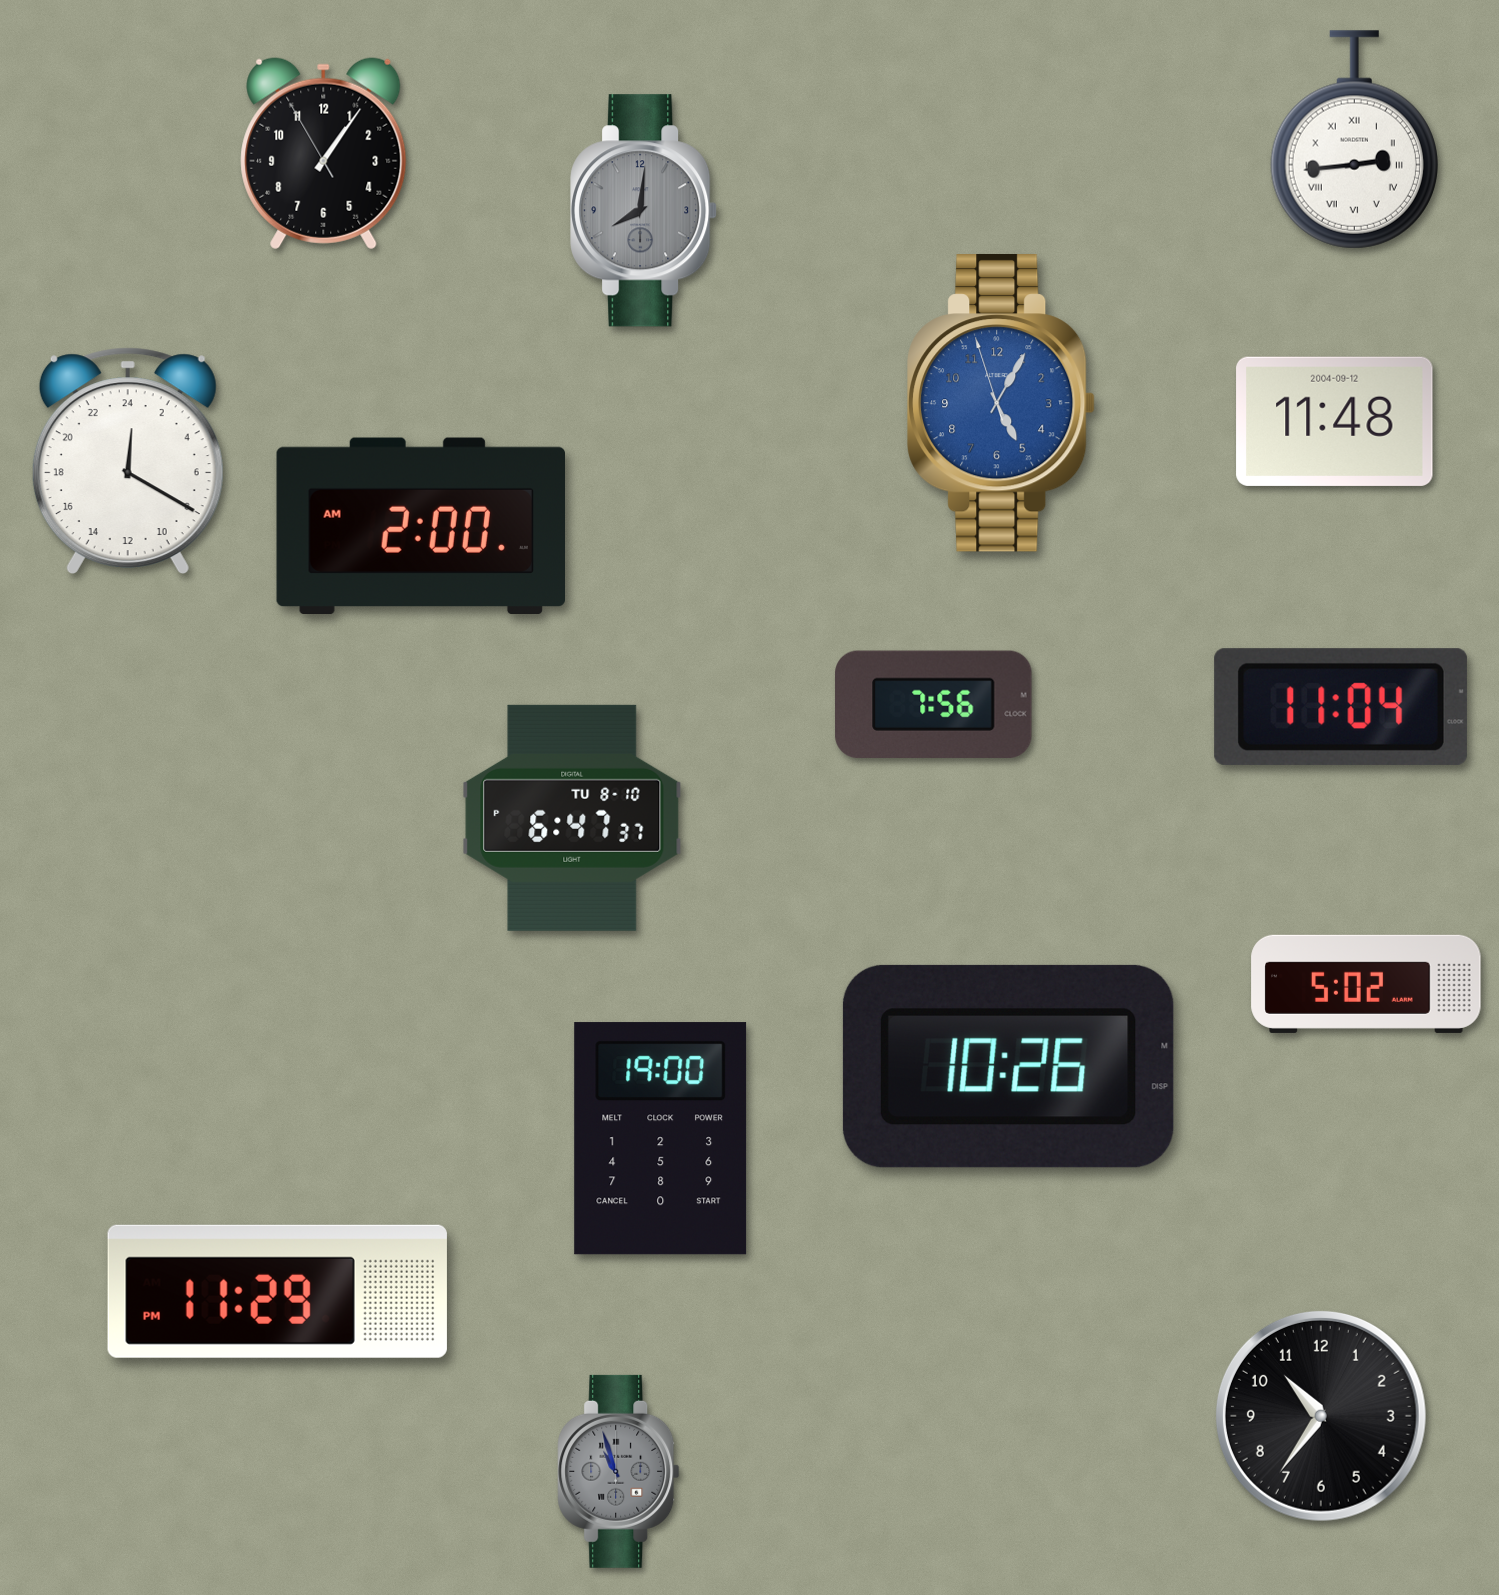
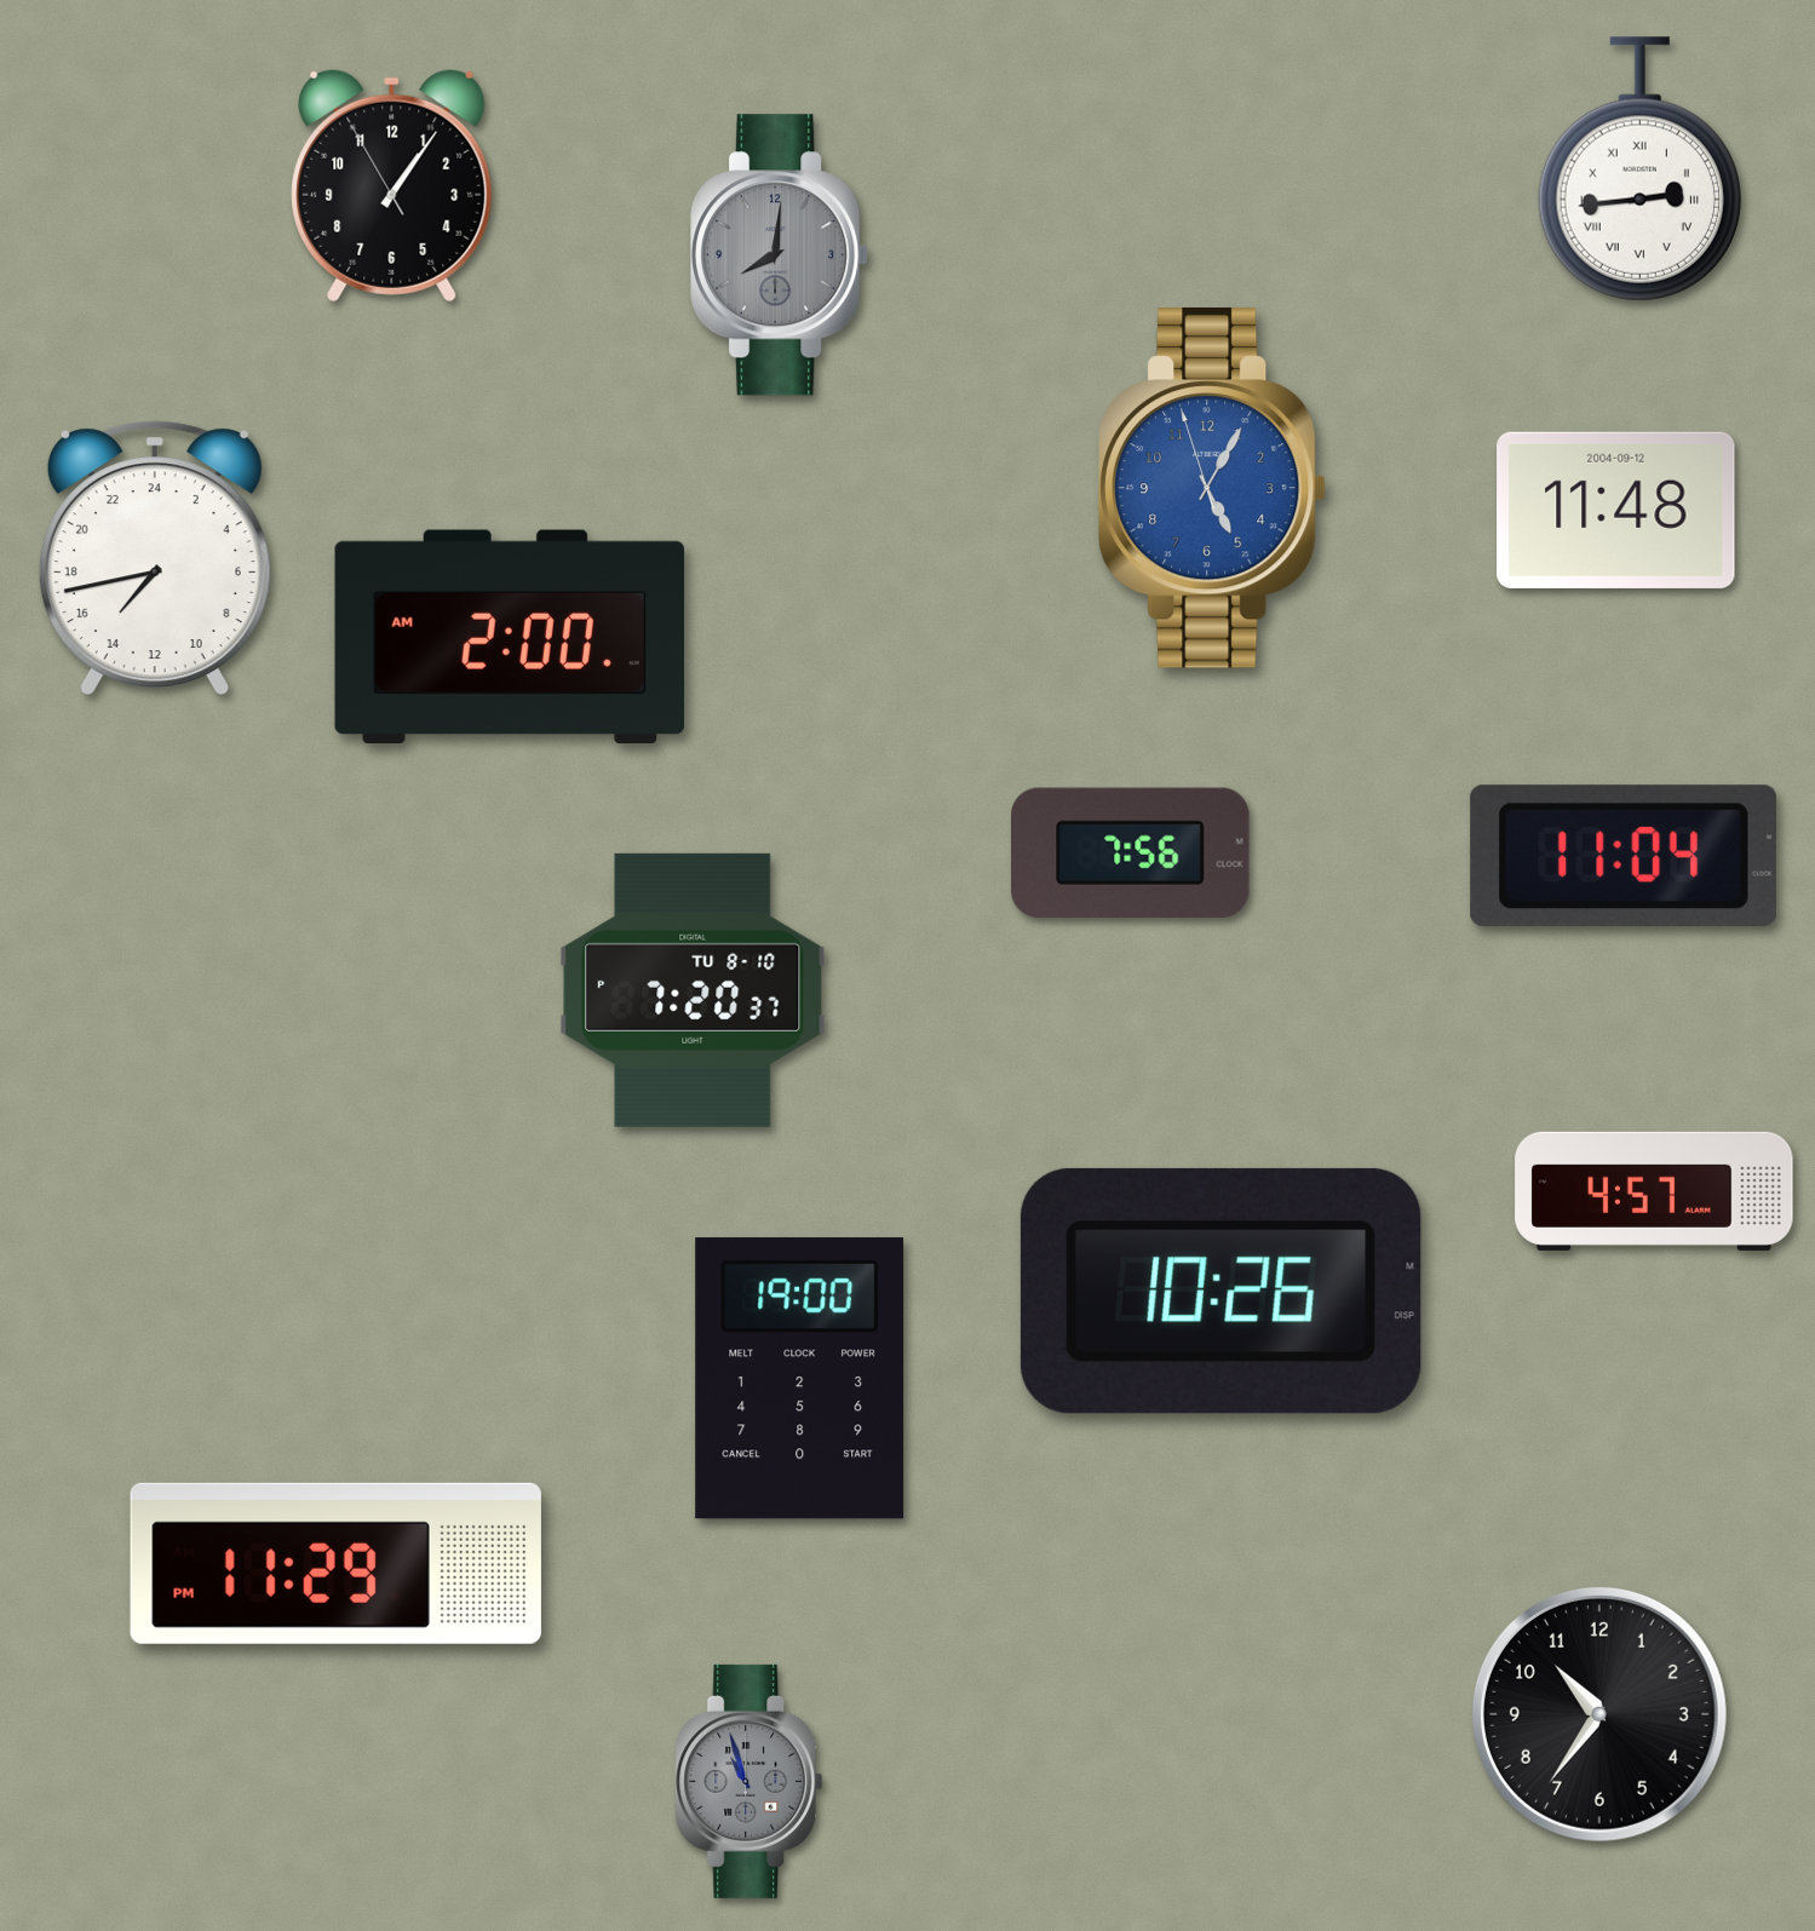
clock at (128, 460): 0:20 -> 14:43
clock at (572, 818): 6:47 -> 7:20
clock at (1366, 984): 5:02 -> 4:57
